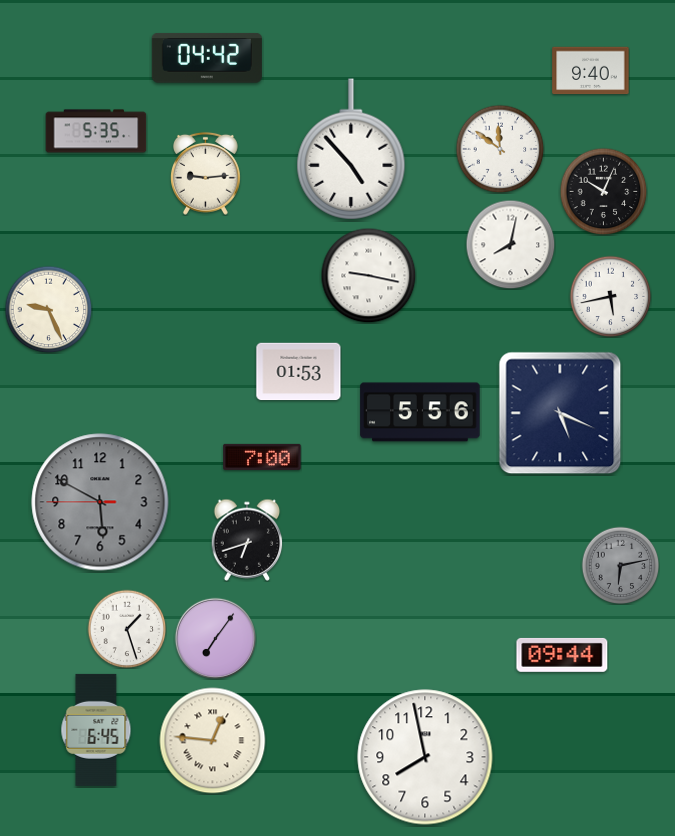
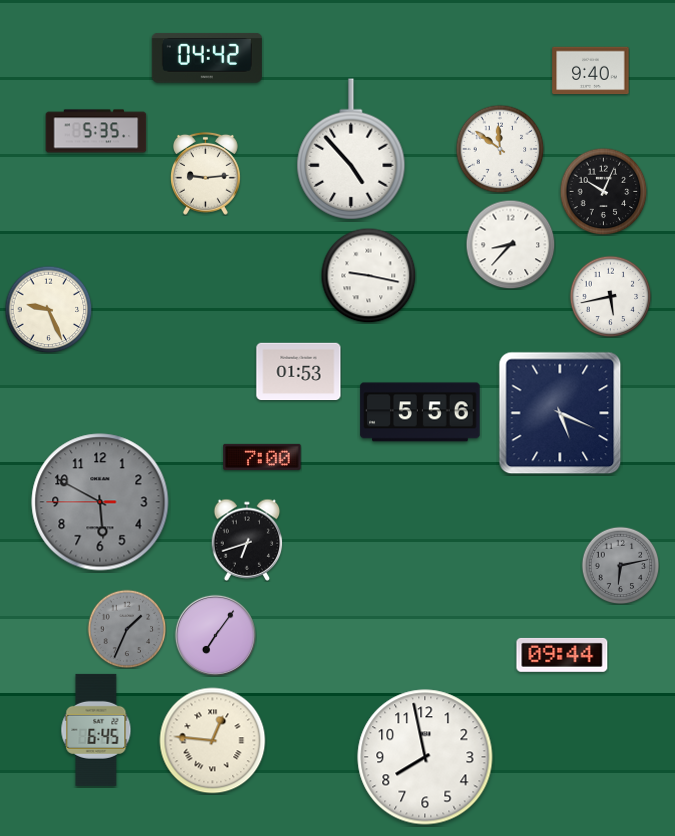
clock at (510, 244): 8:02 -> 8:37
clock at (127, 629): 1:27 -> 1:34
clock at (127, 629) dial: white -> grey
clock at (215, 638) position: (215, 638) -> (215, 635)
